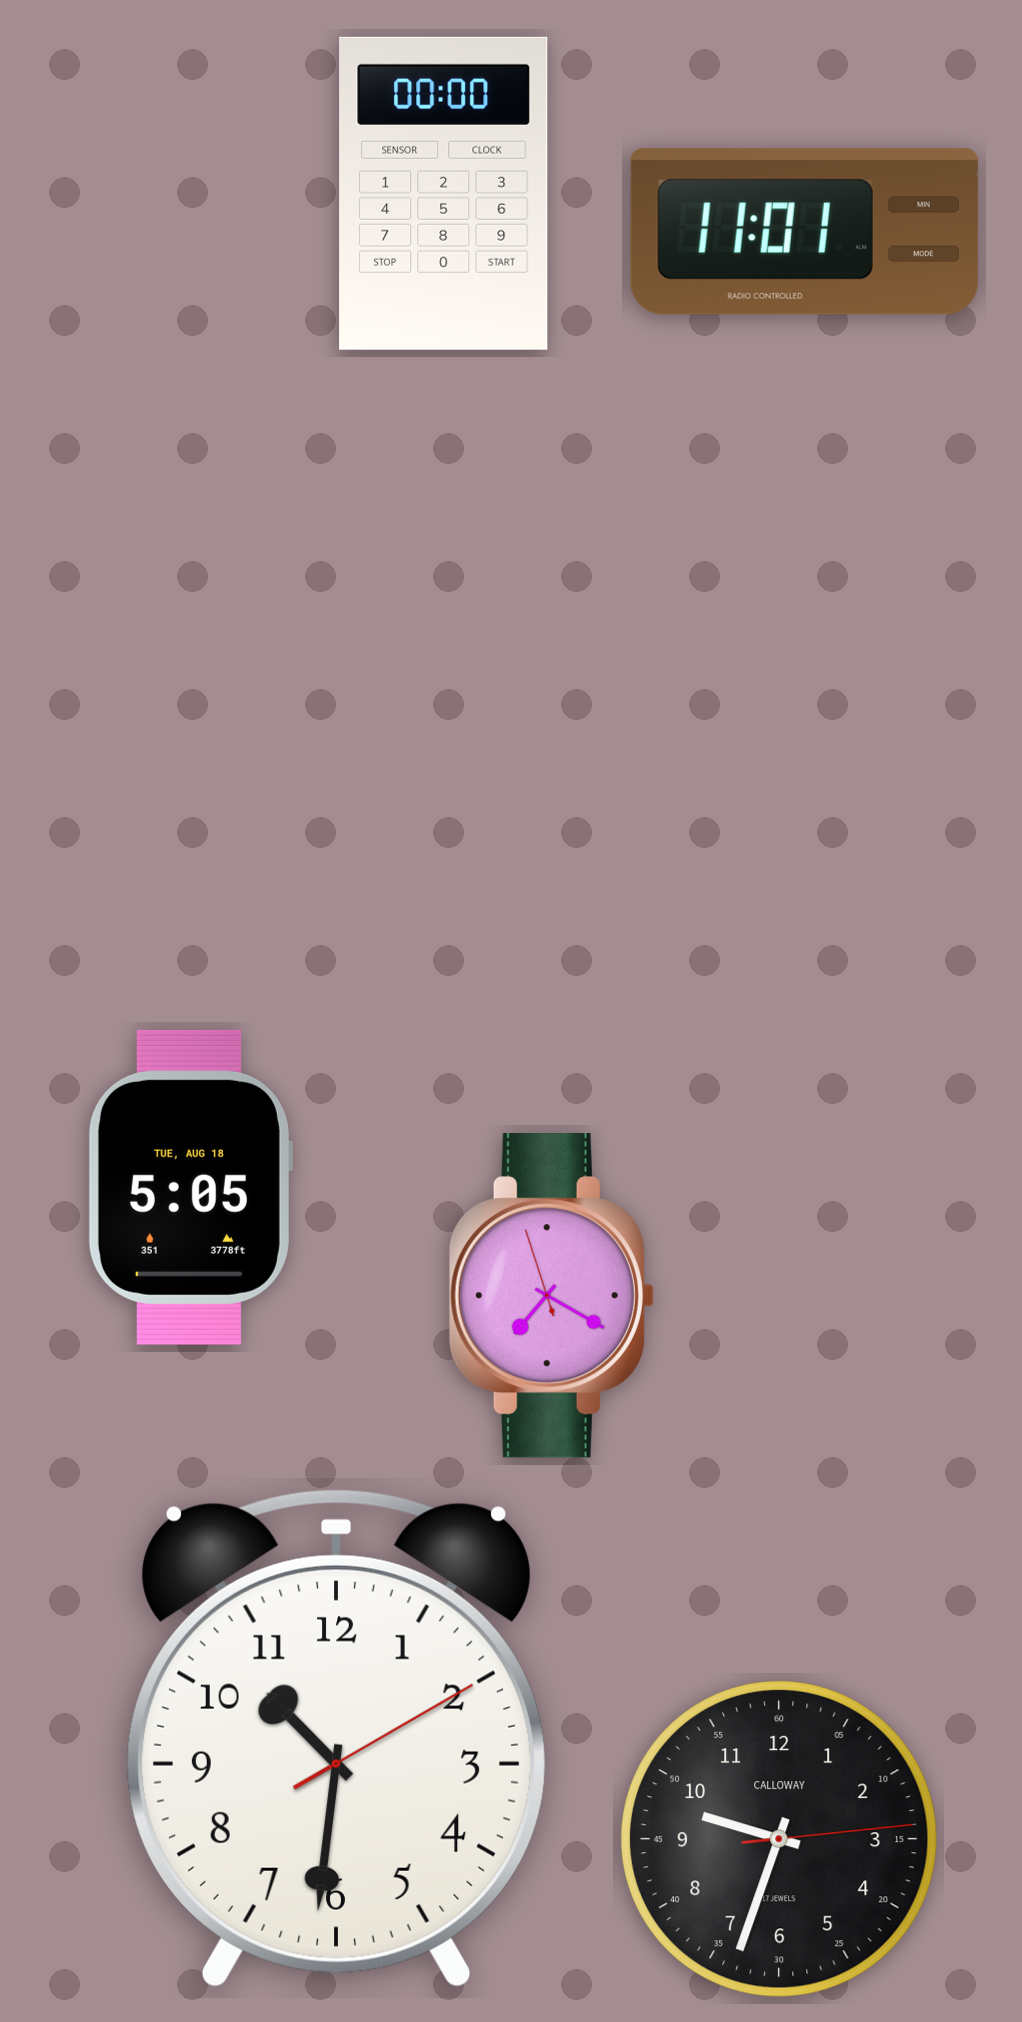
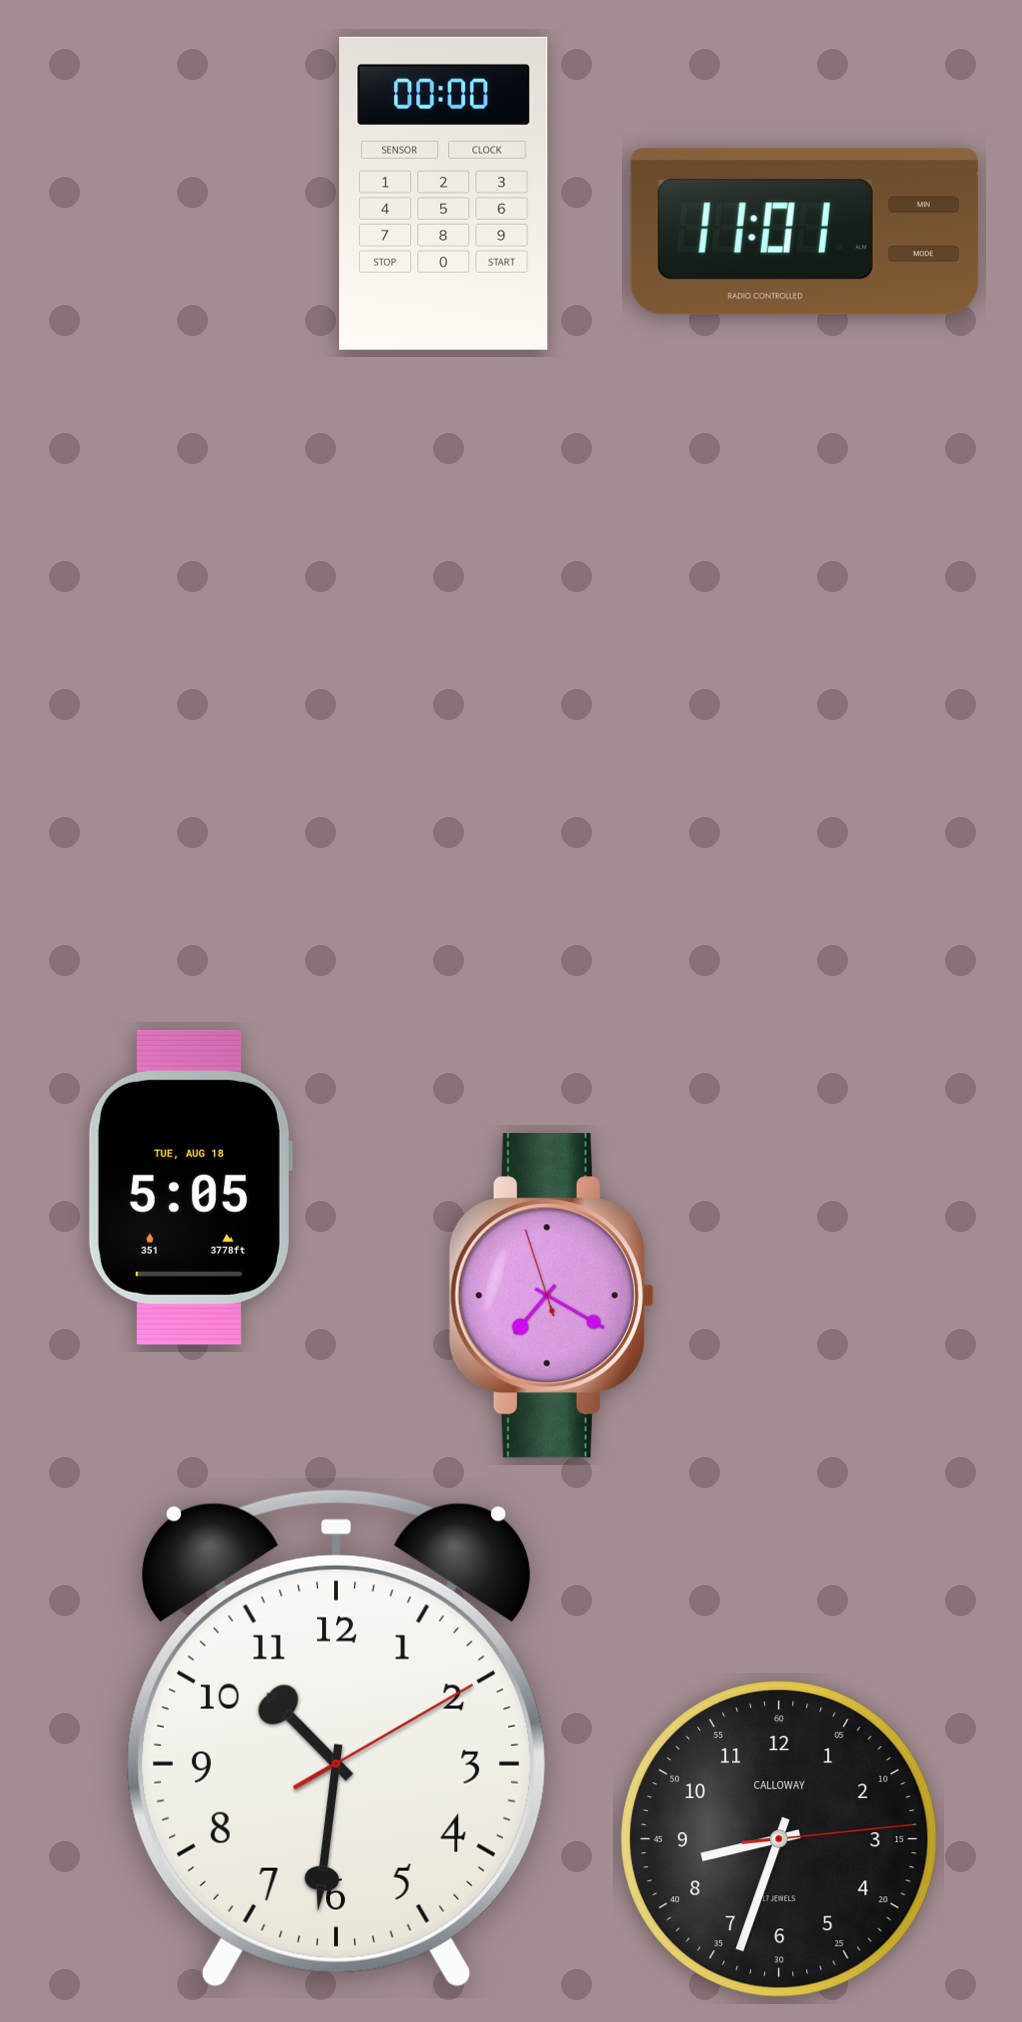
clock at (779, 1839): 9:33 -> 8:33
